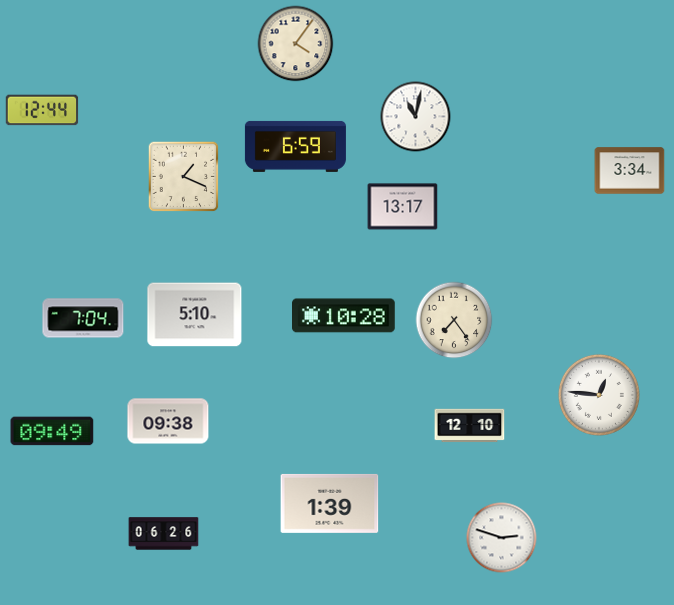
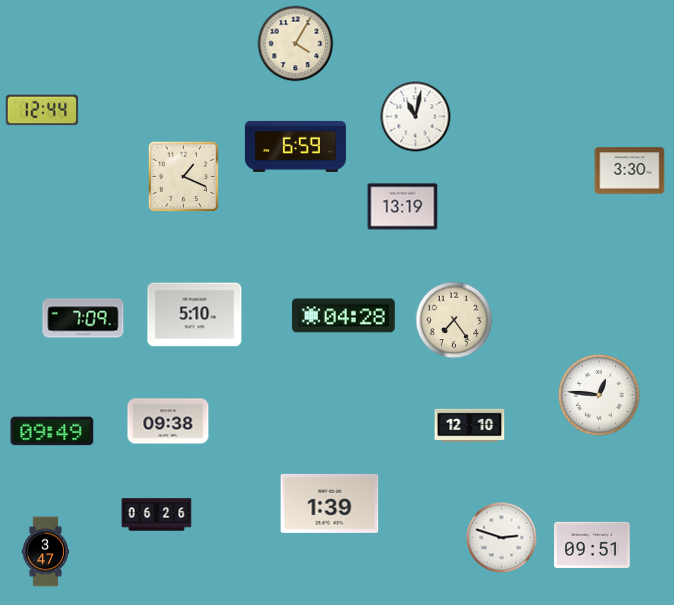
clock at (296, 44): 4:06 -> 4:05
clock at (630, 171): 3:34 -> 3:30
clock at (403, 207): 13:17 -> 13:19
clock at (344, 316): 10:28 -> 04:28
clock at (83, 318): 7:04 -> 7:09
clock at (164, 534) position: (164, 534) -> (157, 515)
clock at (592, 545): none -> 09:51
clock at (46, 552): none -> 3:47
